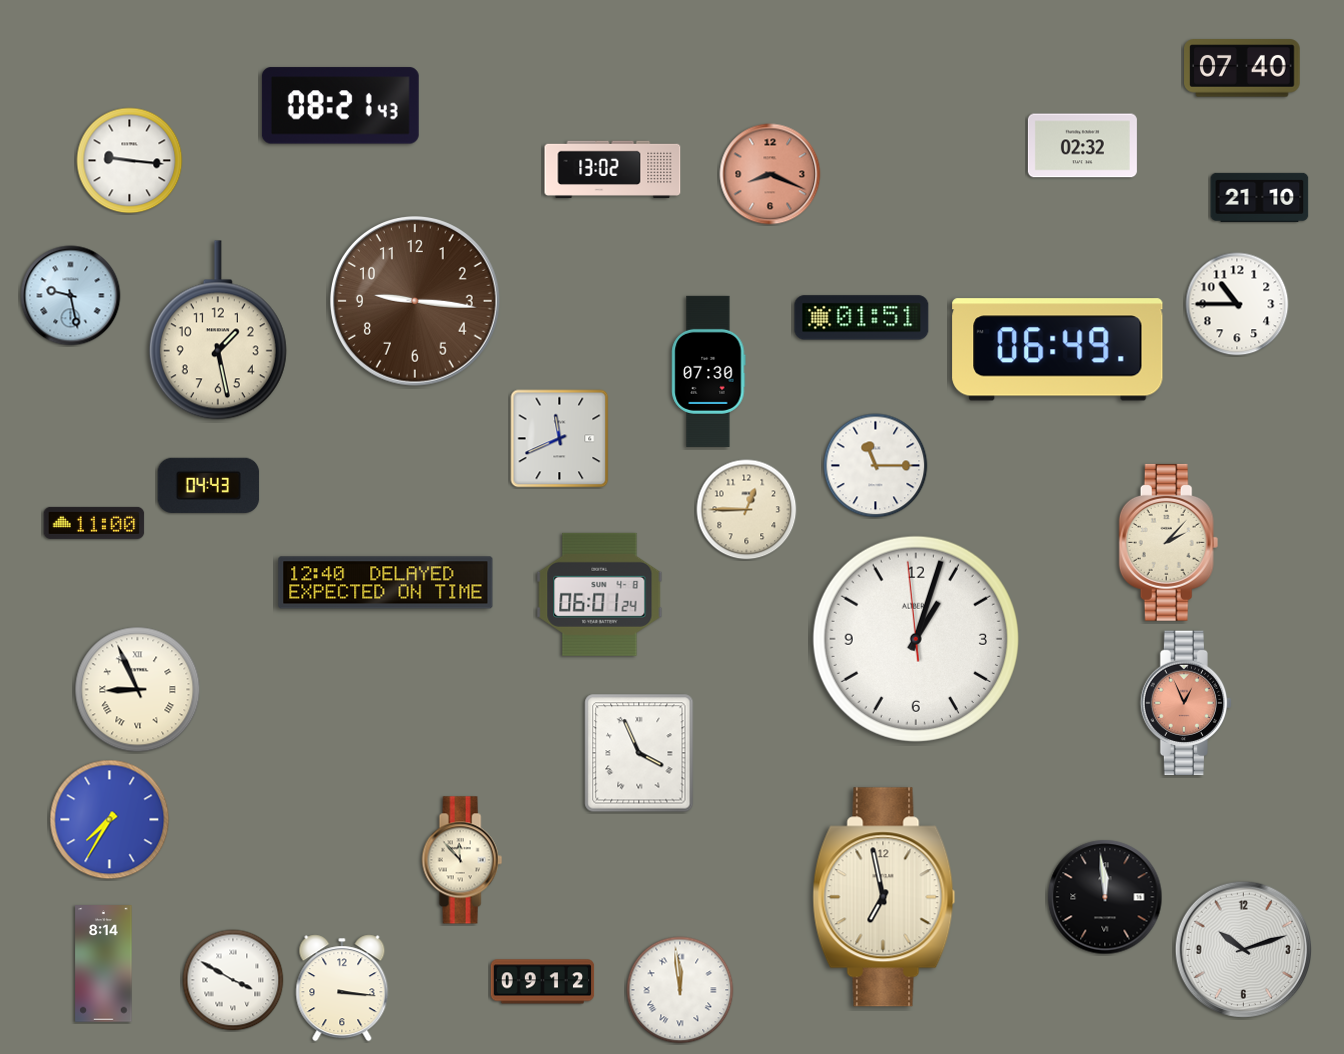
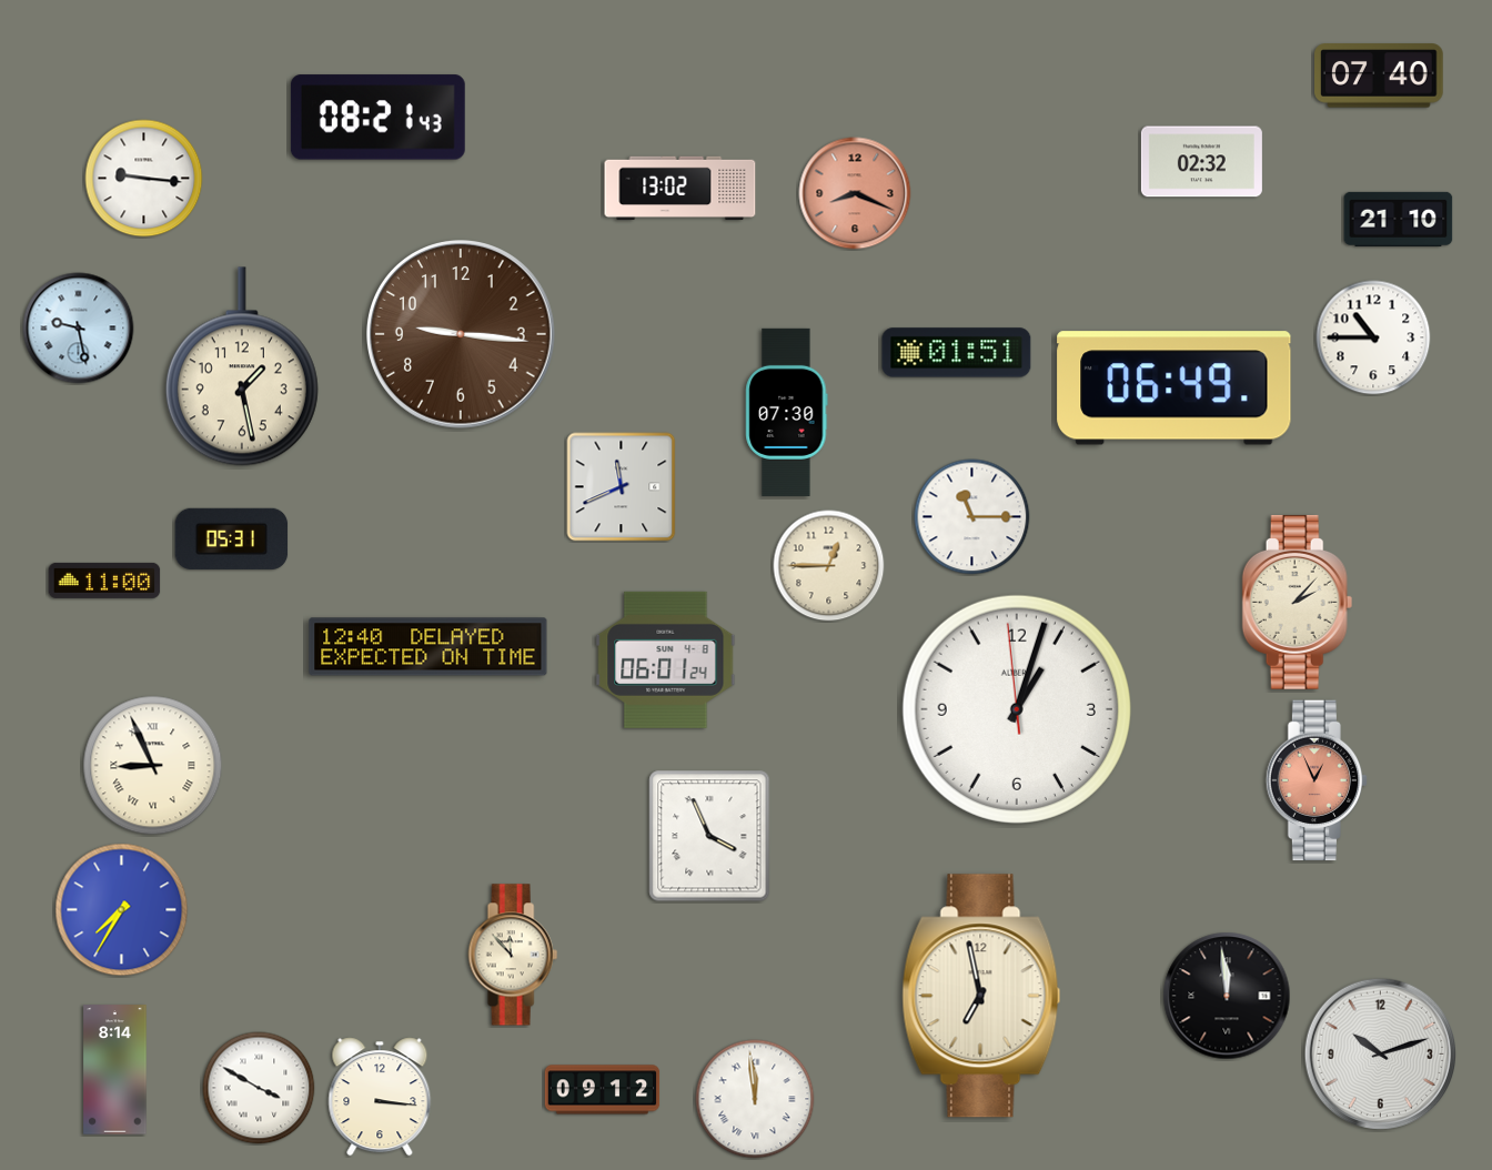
clock at (209, 485): 04:43 -> 05:31
